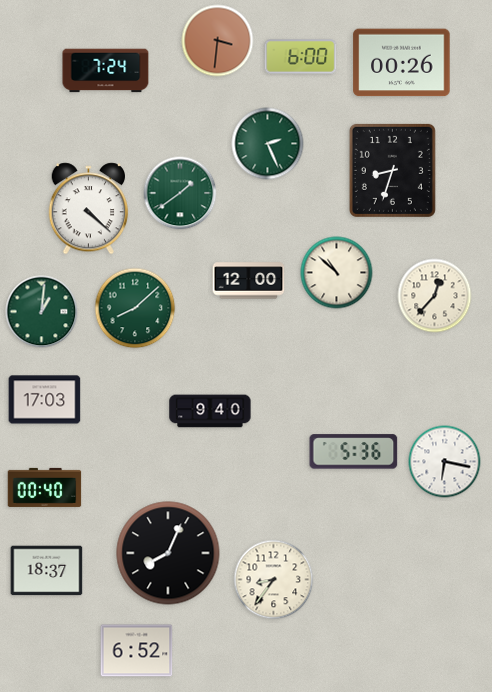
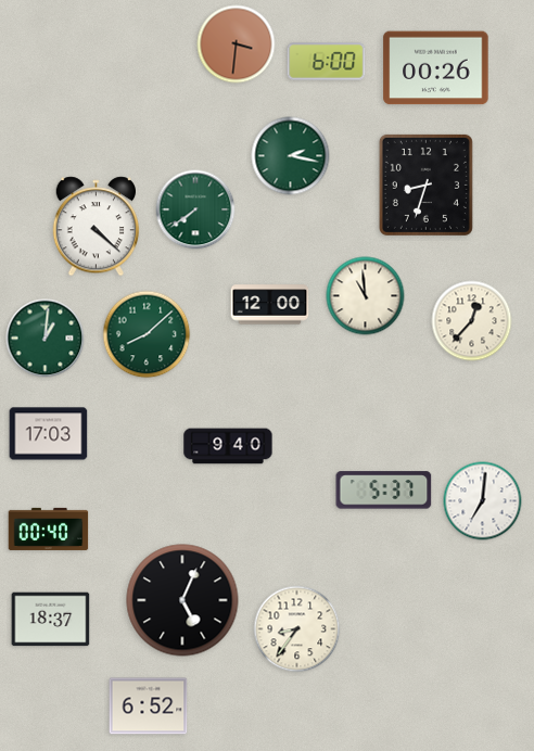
clock at (106, 71): 7:24 -> none
clock at (268, 144): 2:26 -> 2:17
clock at (180, 193): 1:39 -> 7:39
clock at (337, 273): 10:52 -> 10:59
clock at (354, 452): 5:36 -> 5:37
clock at (445, 462): 6:17 -> 7:01
clock at (168, 553): 8:04 -> 5:04
